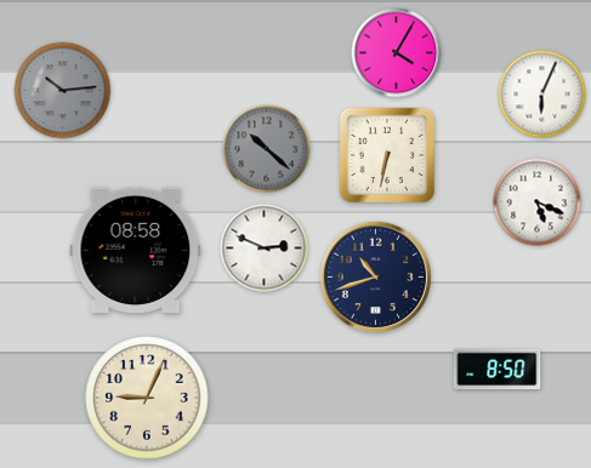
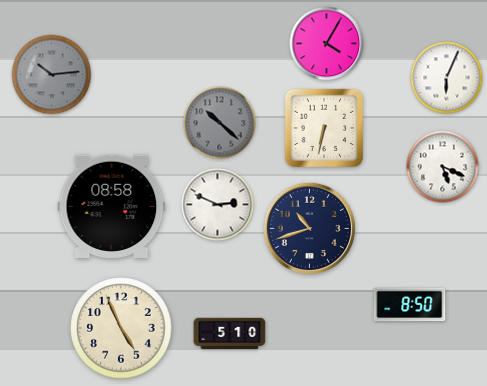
clock at (387, 155) position: (387, 155) -> (324, 128)
clock at (147, 398): 9:04 -> 4:56
clock at (230, 334): none -> 5:10
